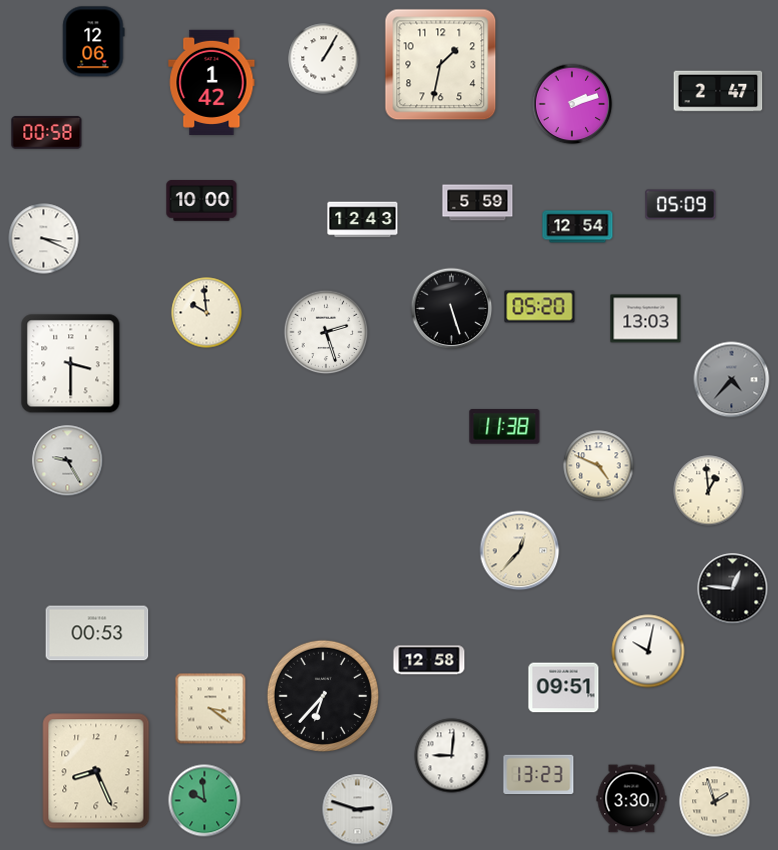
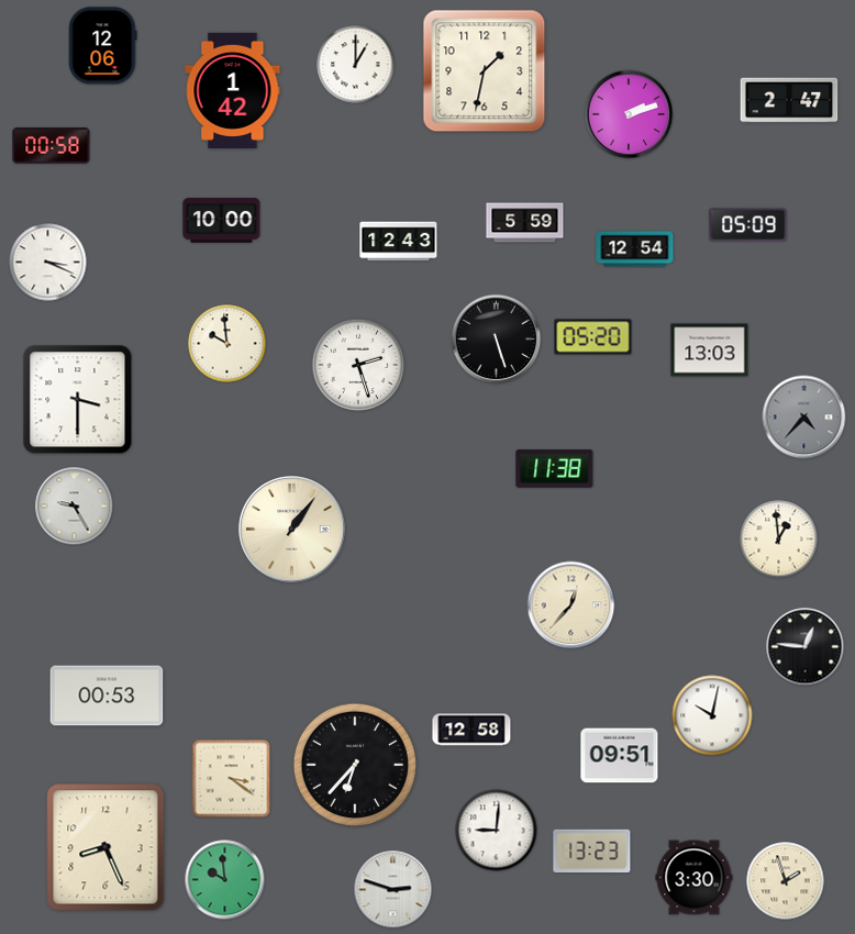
clock at (324, 59): 1:05 -> 1:00
clock at (599, 466): 4:49 -> none
clock at (292, 530): none -> 1:06
clock at (429, 660) position: (429, 660) -> (471, 730)
